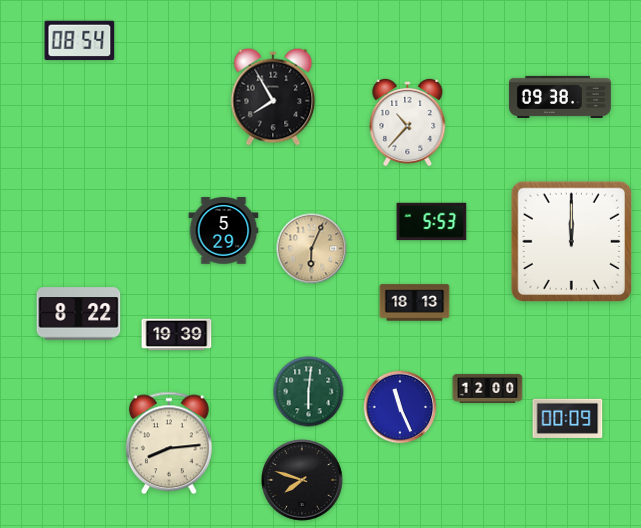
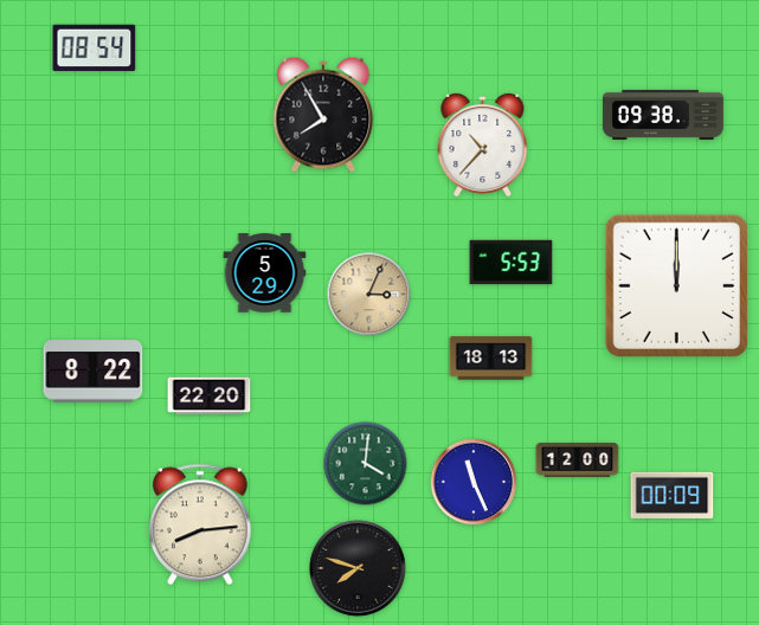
clock at (312, 249): 6:04 -> 3:04
clock at (177, 335): 19:39 -> 22:20
clock at (309, 392): 6:01 -> 4:01
